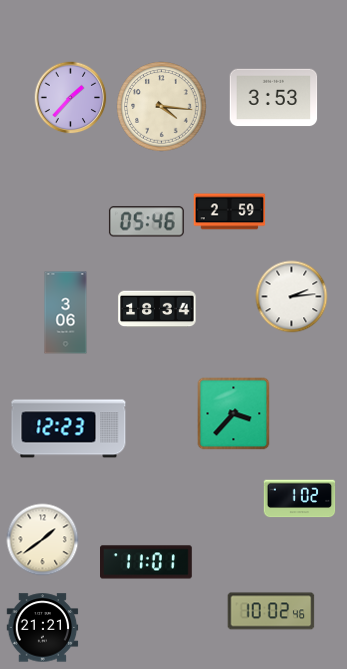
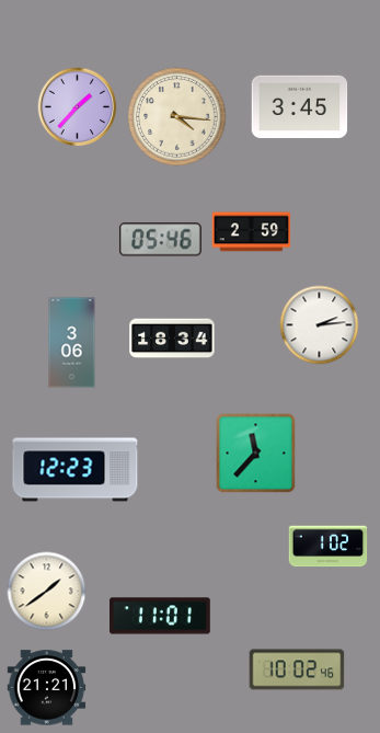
clock at (274, 98): 3:53 -> 3:45
clock at (146, 222) position: (146, 222) -> (160, 240)
clock at (234, 414): 3:37 -> 11:37
